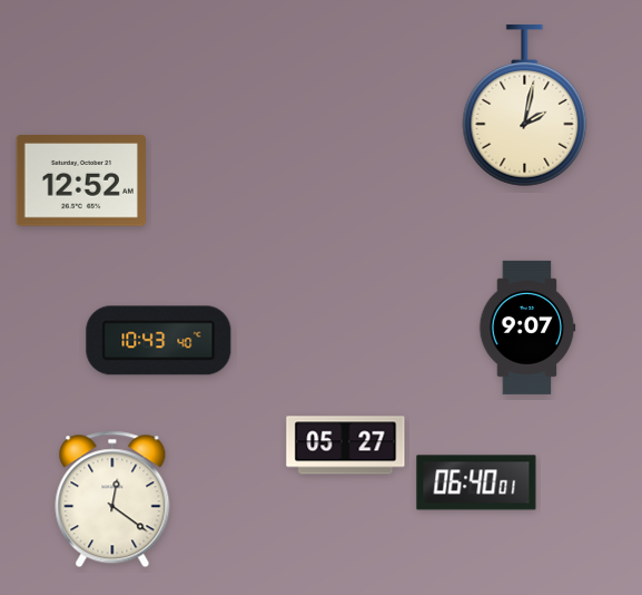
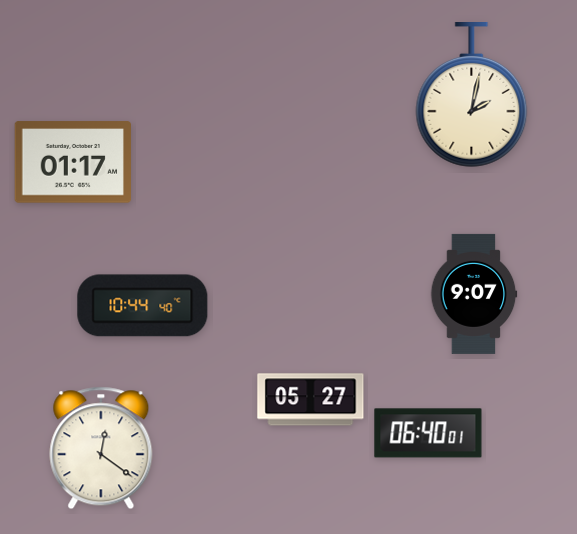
clock at (80, 181): 12:52 -> 01:17
clock at (159, 341): 10:43 -> 10:44
